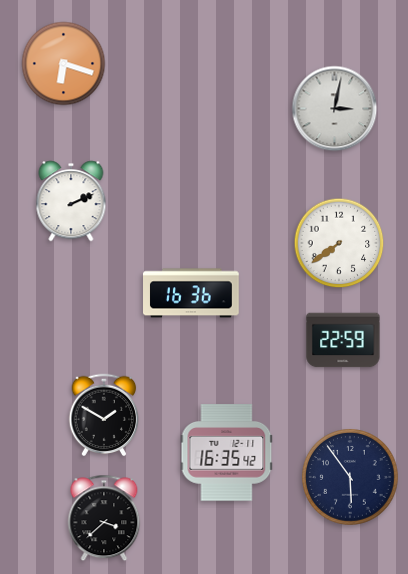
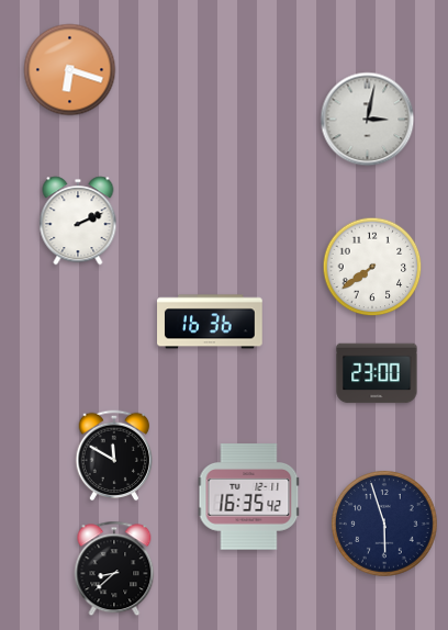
clock at (343, 340): 22:59 -> 23:00
clock at (104, 415): 1:50 -> 11:50
clock at (350, 478): 5:54 -> 5:57
clock at (104, 518): 3:38 -> 8:38
